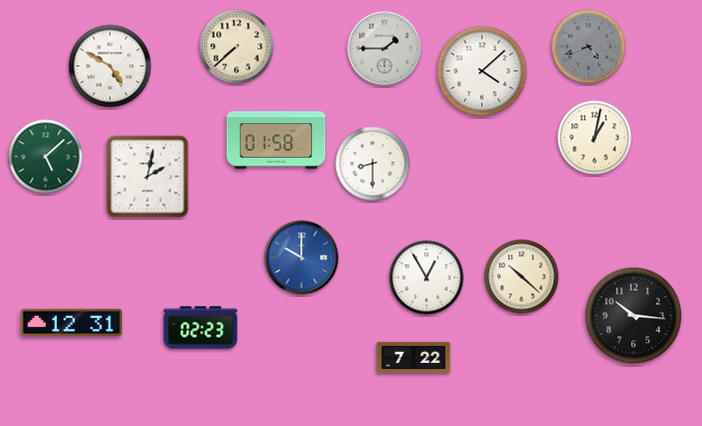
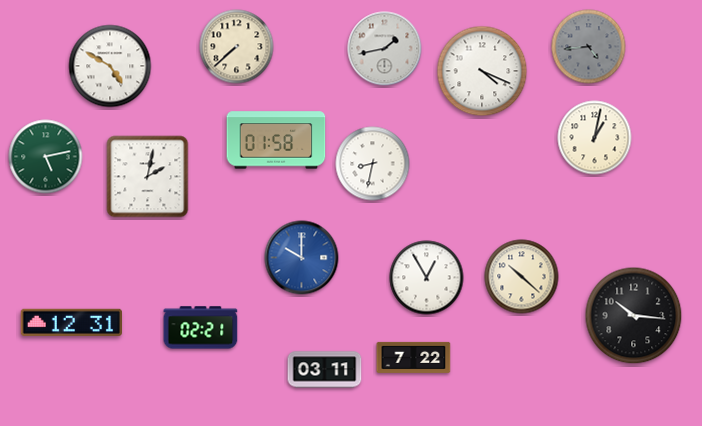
clock at (589, 47): 4:42 -> 4:44
clock at (385, 49): 1:45 -> 1:43
clock at (482, 71): 4:08 -> 4:19
clock at (46, 157): 5:08 -> 5:13
clock at (373, 164): 8:30 -> 8:32
clock at (201, 328): 02:23 -> 02:21
clock at (325, 370): none -> 03:11
